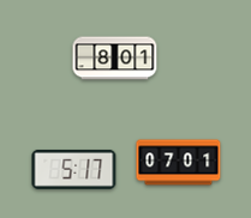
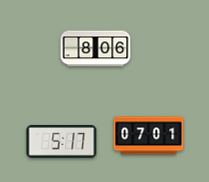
clock at (115, 59): 8:01 -> 8:06
